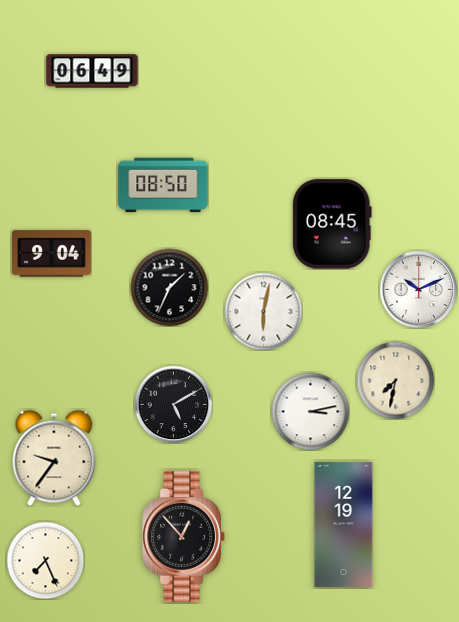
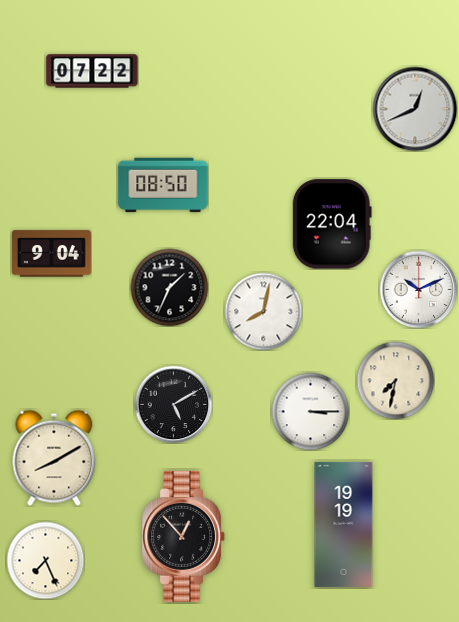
clock at (92, 71): 06:49 -> 07:22
clock at (415, 109): none -> 12:41
clock at (332, 224): 08:45 -> 22:04
clock at (263, 311): 6:02 -> 8:02
clock at (310, 411): 3:13 -> 3:15
clock at (54, 458): 9:36 -> 8:10
clock at (344, 524): 12:19 -> 19:19
